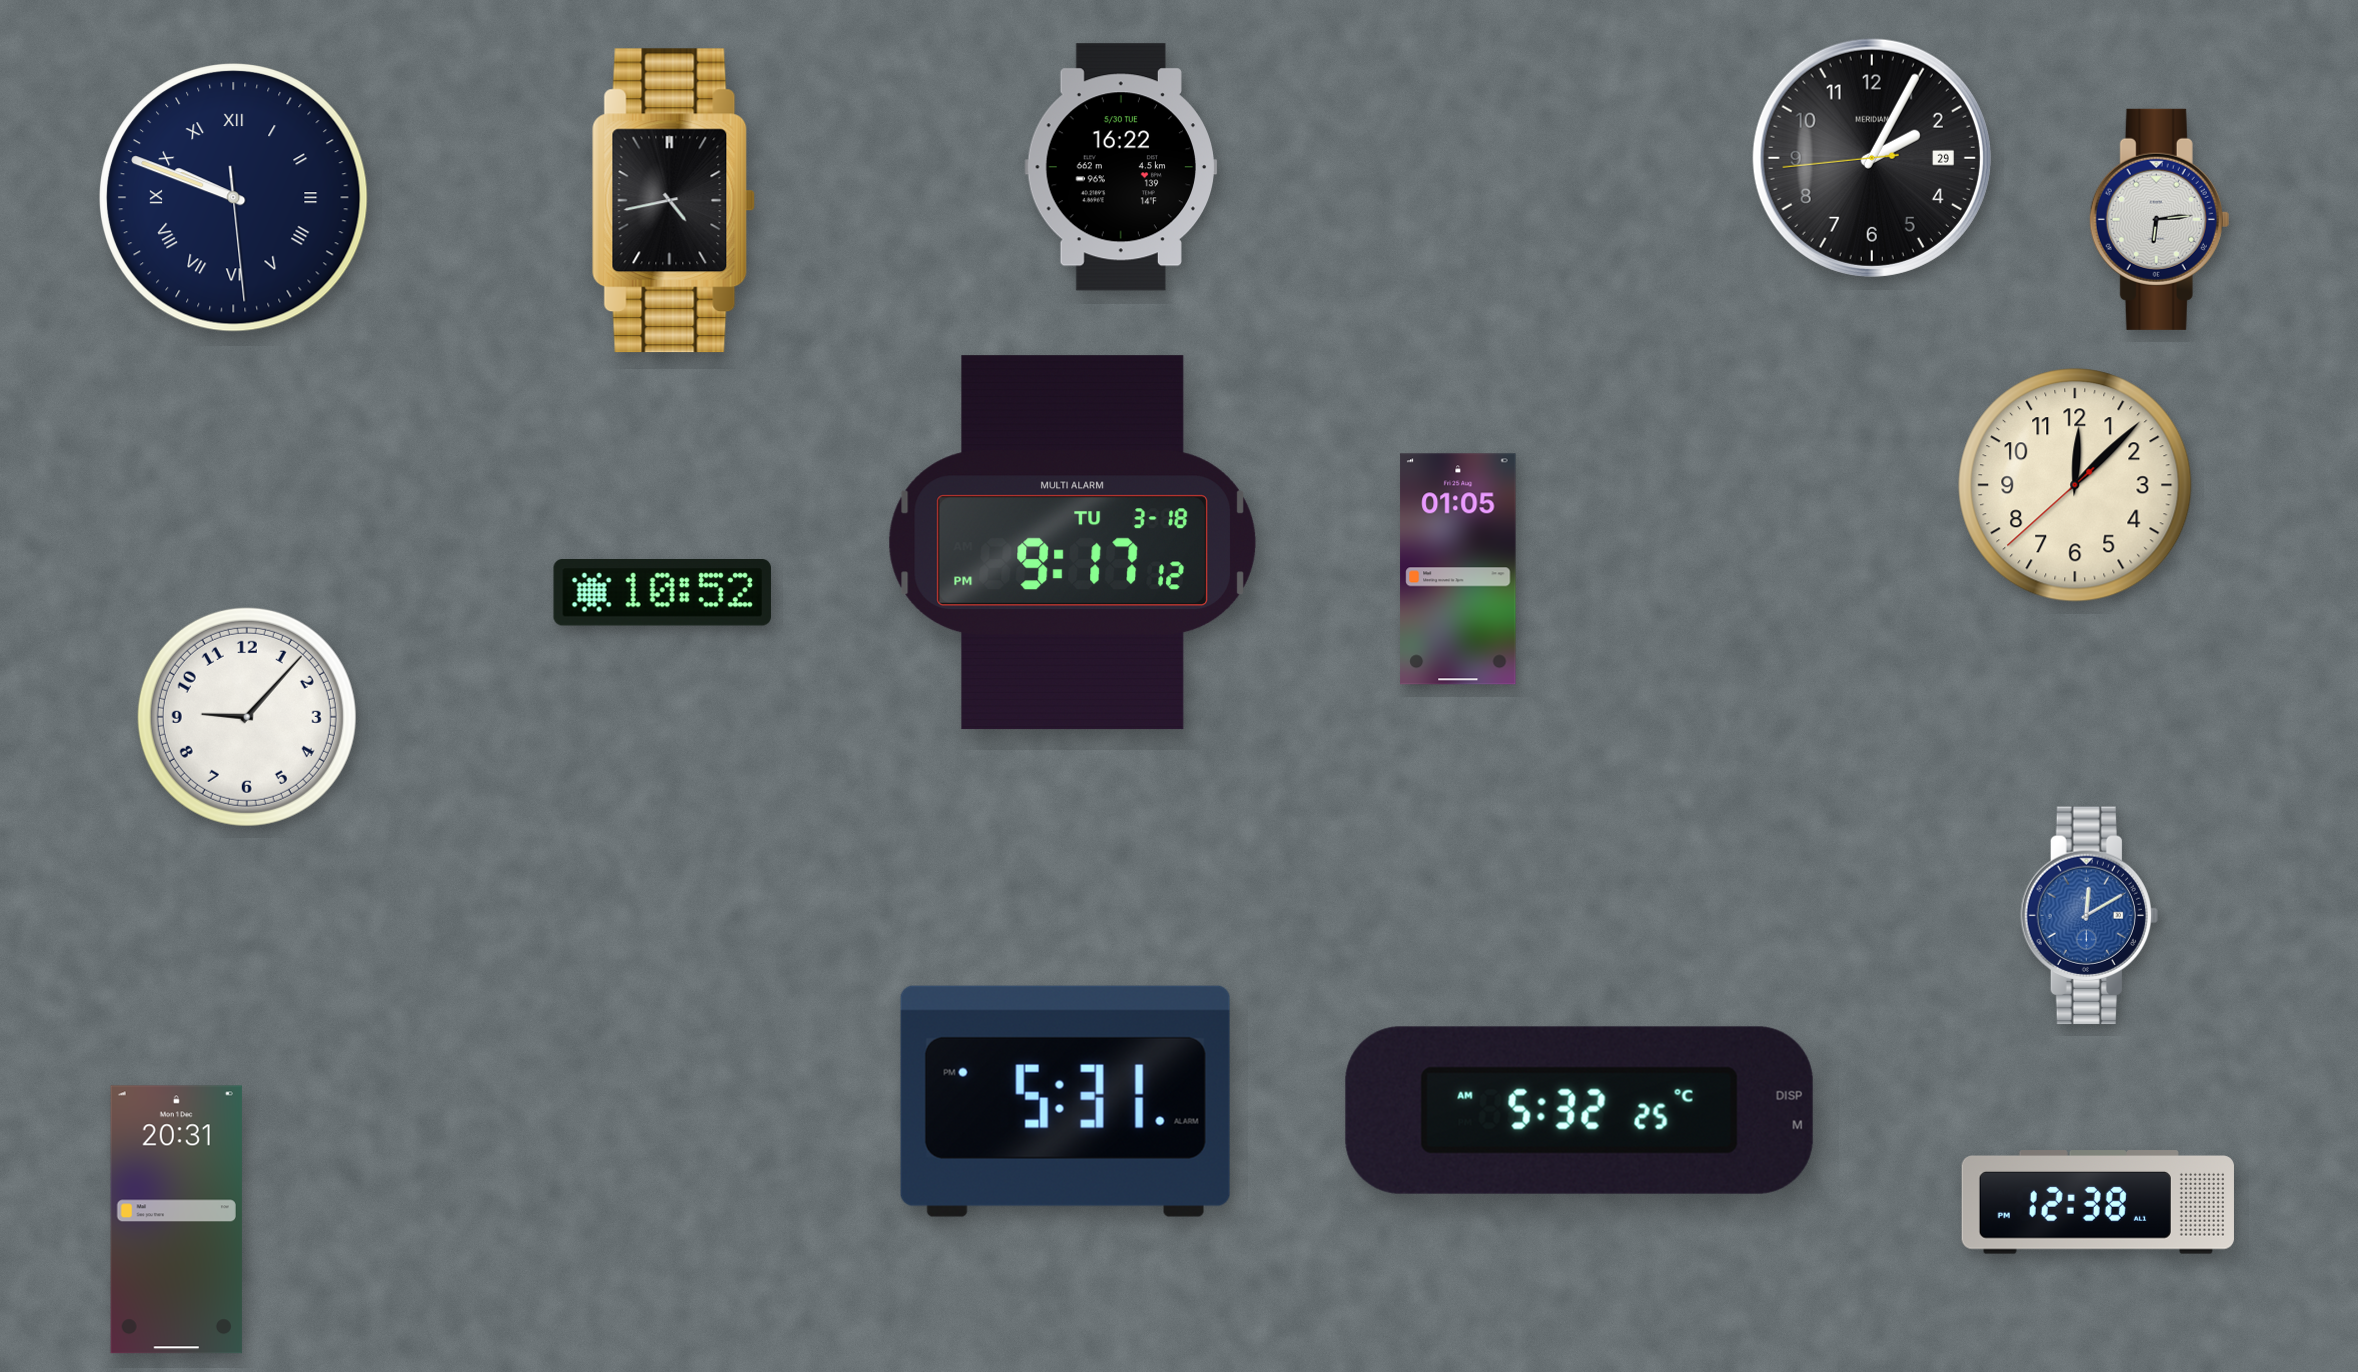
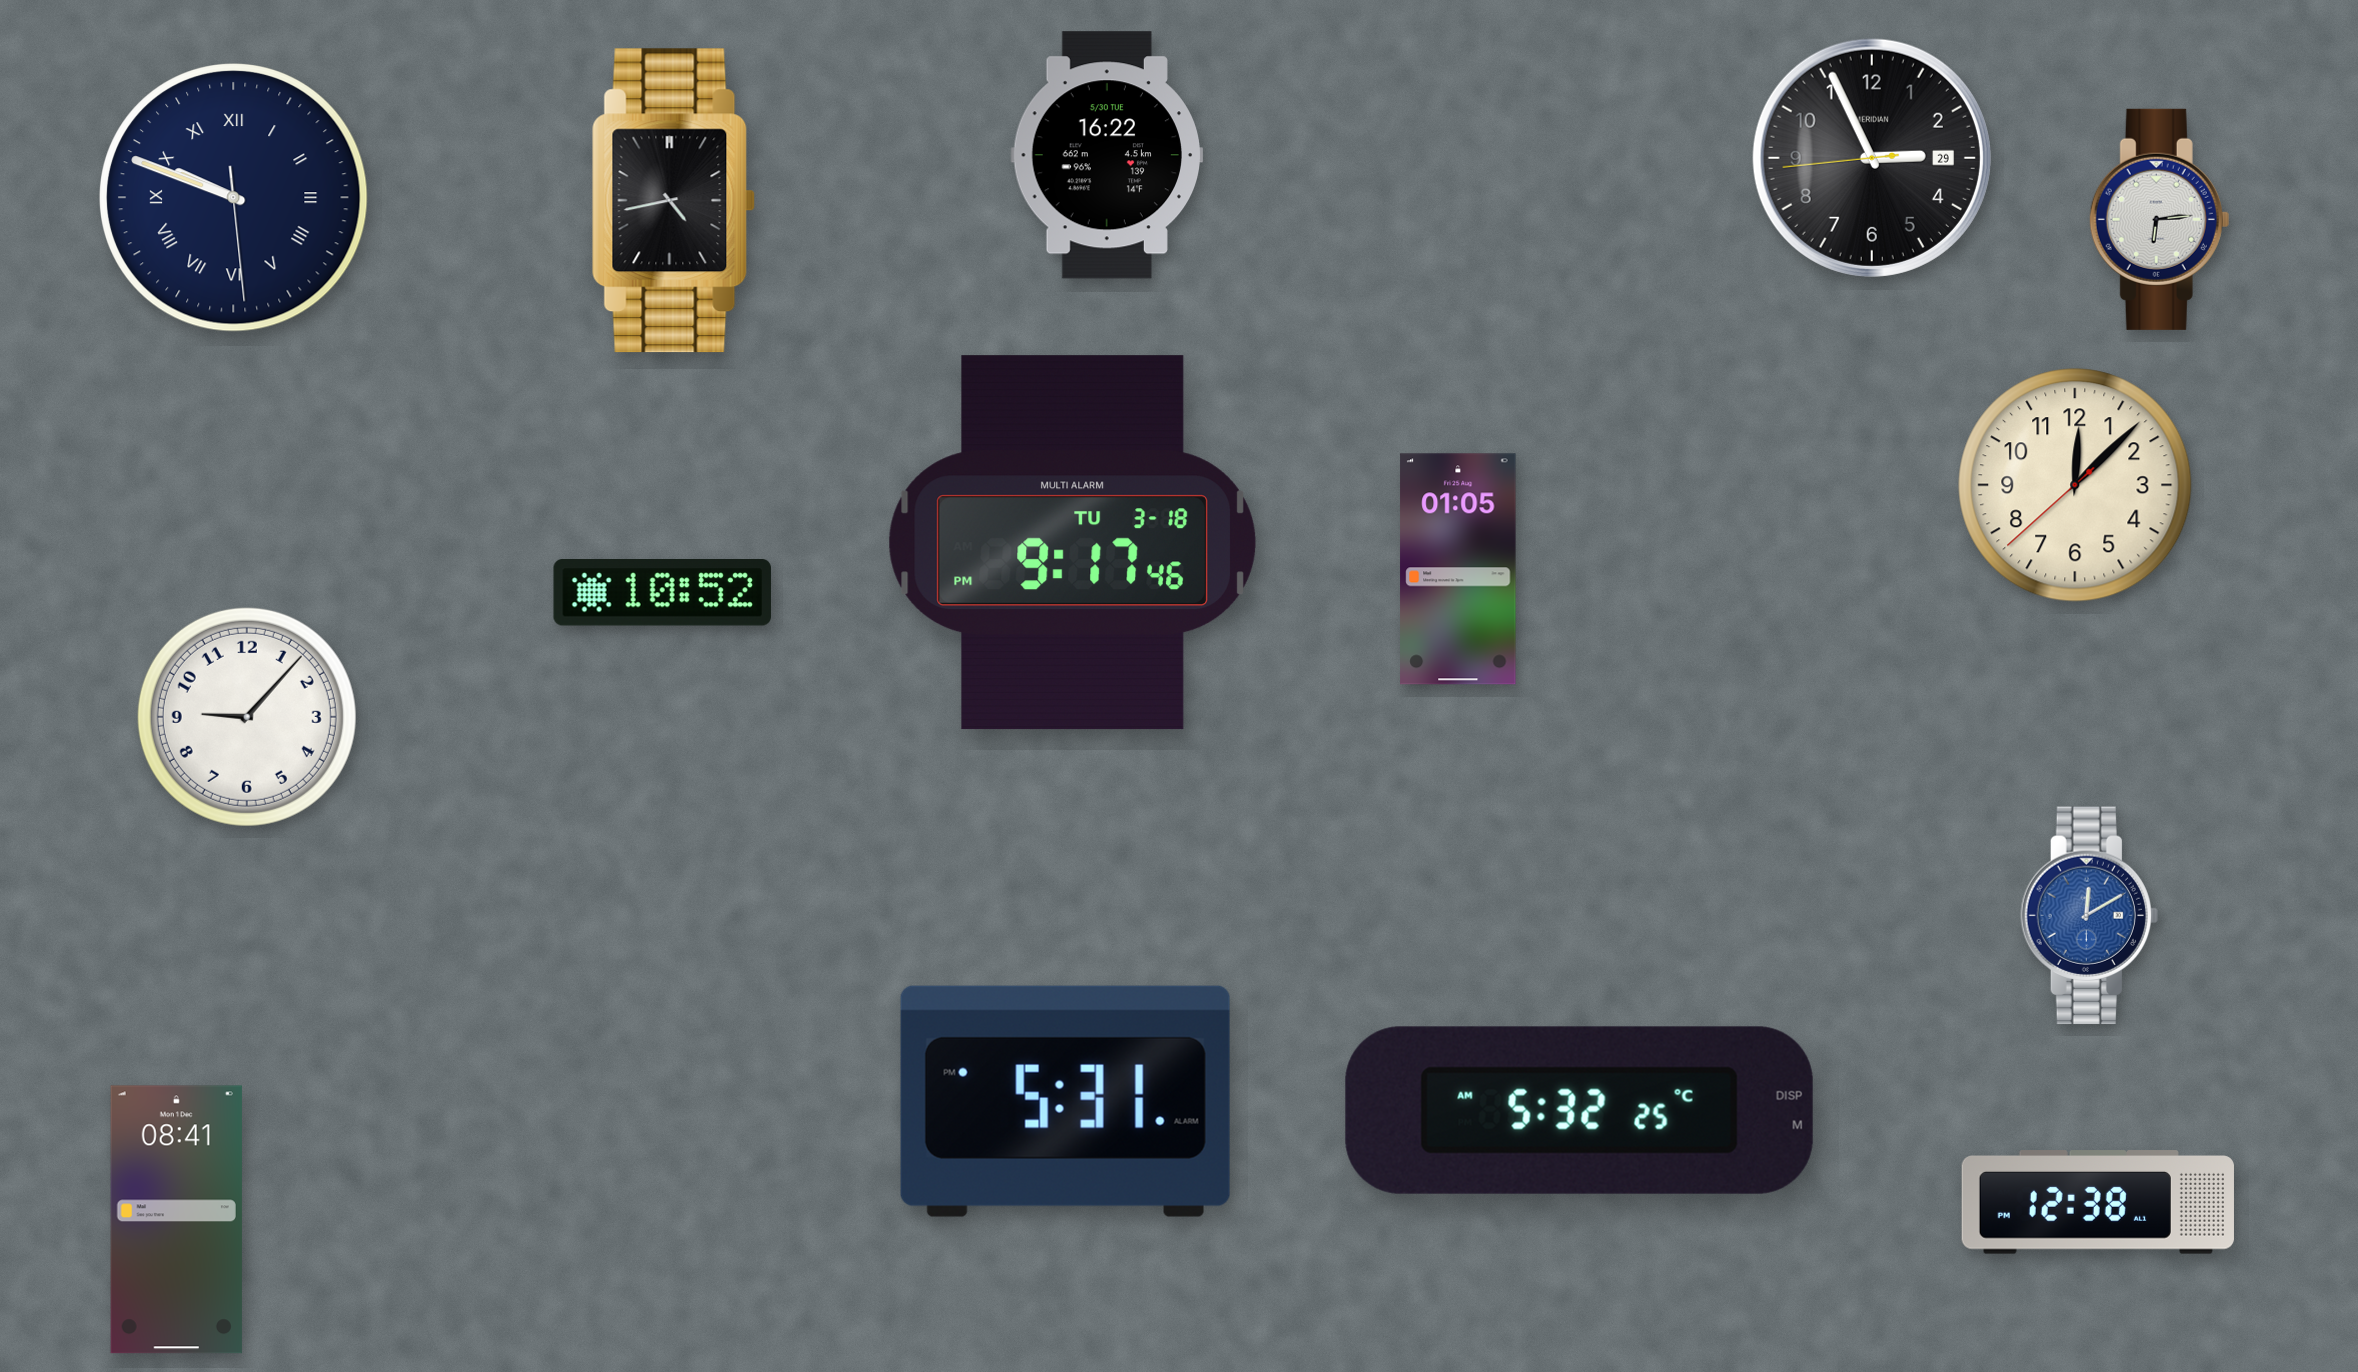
clock at (1872, 158): 2:04 -> 2:55
clock at (1121, 167) position: (1121, 167) -> (1107, 155)
clock at (1072, 543): 9:17:12 PM -> 9:17:46 PM
clock at (176, 1220): 20:31 -> 08:41
